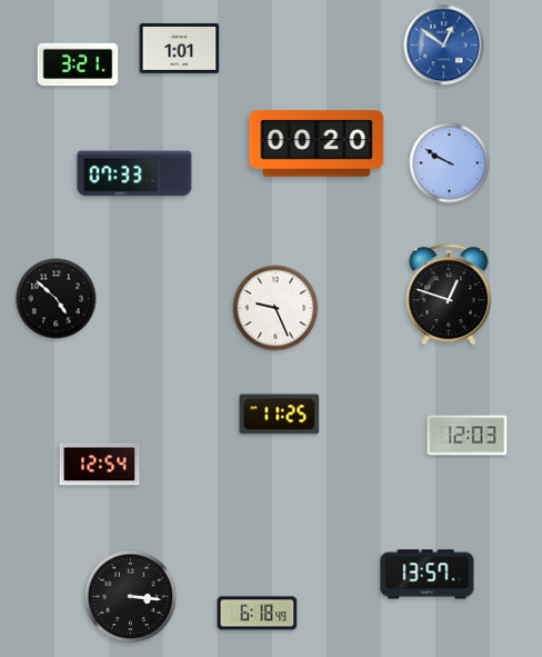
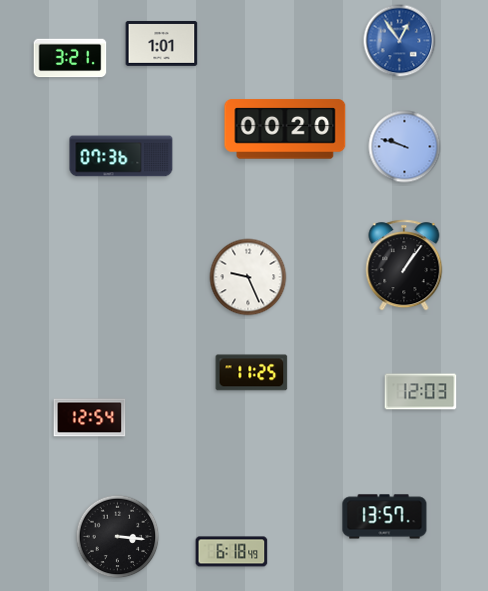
clock at (444, 46): 12:51 -> 12:54
clock at (450, 163): 9:50 -> 9:48
clock at (134, 173): 07:33 -> 07:36
clock at (449, 295): 12:48 -> 1:06
clock at (57, 299): 4:52 -> none
